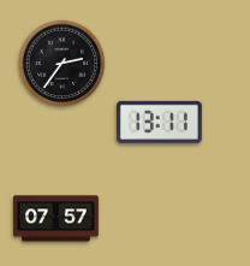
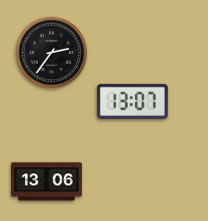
clock at (159, 122): 13:11 -> 13:07
clock at (56, 219): 07:57 -> 13:06
